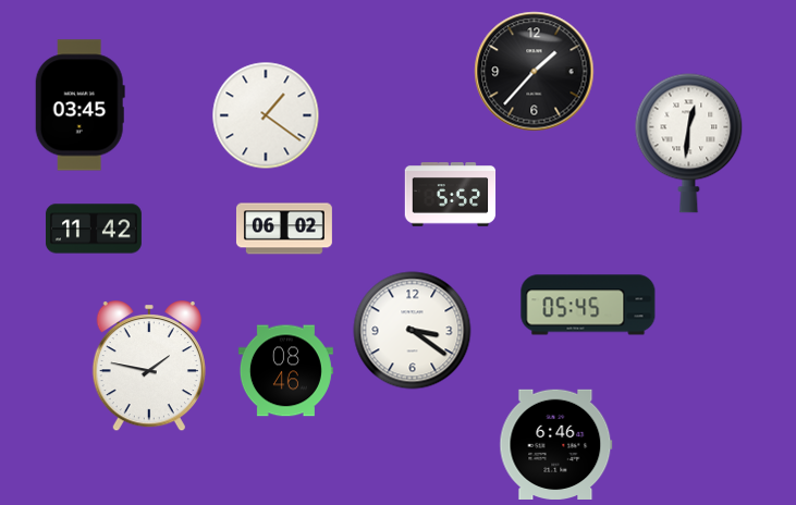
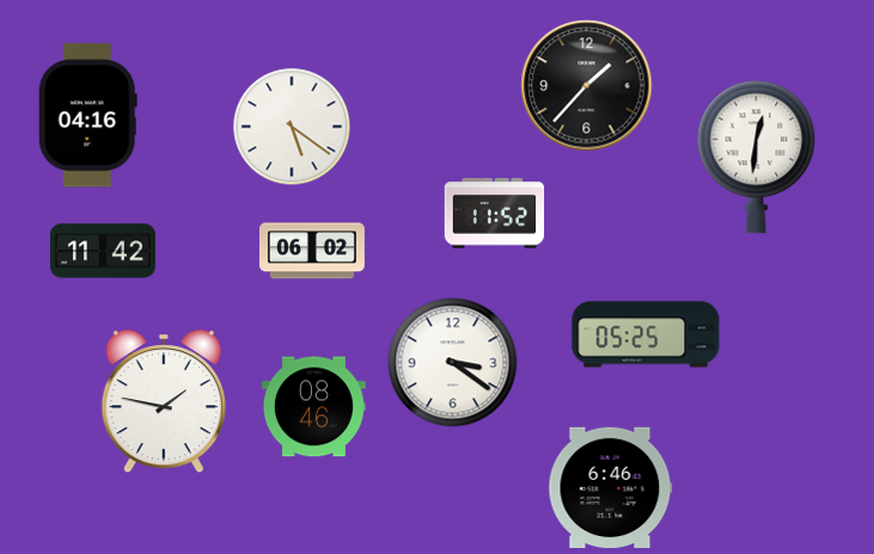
clock at (535, 72) position: (535, 72) -> (587, 86)
clock at (79, 106): 03:45 -> 04:16
clock at (266, 115): 1:21 -> 5:21
clock at (451, 195): 5:52 -> 11:52
clock at (588, 305): 05:45 -> 05:25
